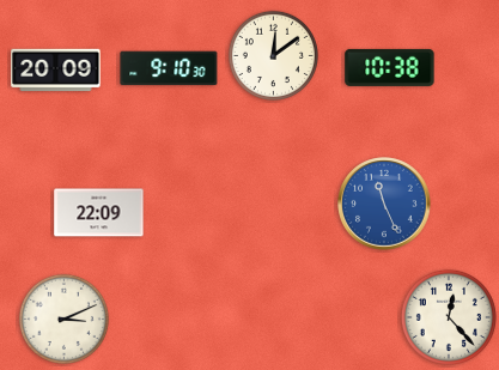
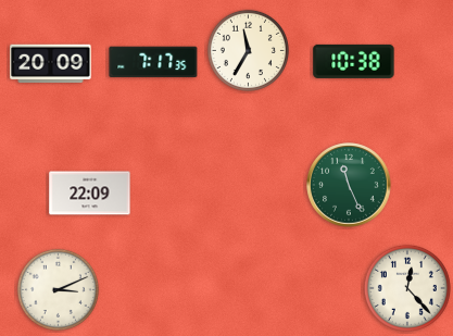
clock at (273, 55): 12:09 -> 11:35
clock at (169, 68): 9:10 -> 7:17
clock at (384, 204) dial: blue -> green
